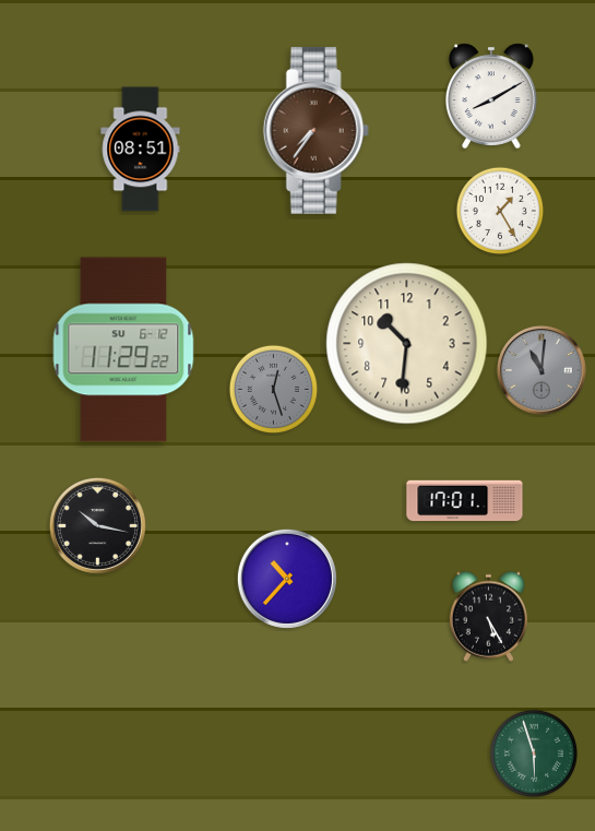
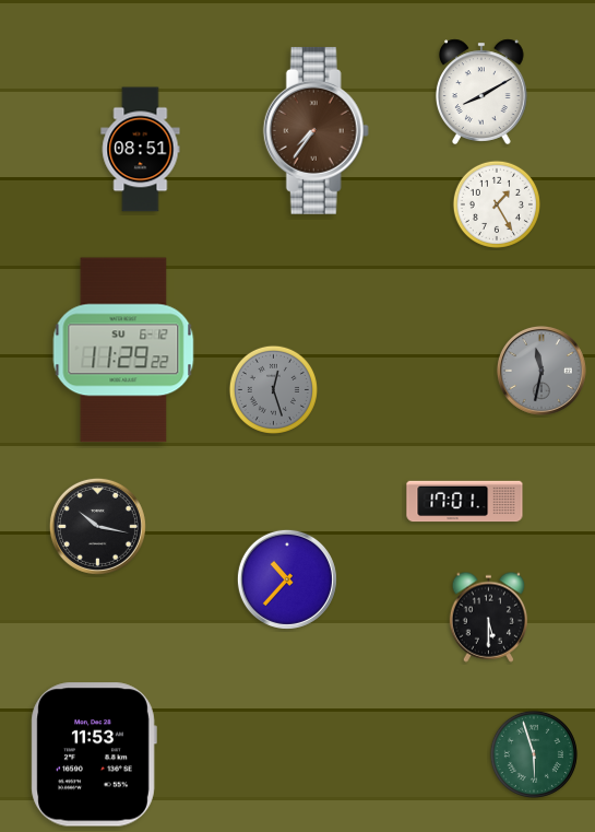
clock at (492, 96) position: (492, 96) -> (483, 92)
clock at (500, 211) position: (500, 211) -> (497, 204)
clock at (407, 344): 10:31 -> none
clock at (542, 370): 11:01 -> 11:32
clock at (489, 616): 5:25 -> 5:30
clock at (94, 754): none -> 11:53
